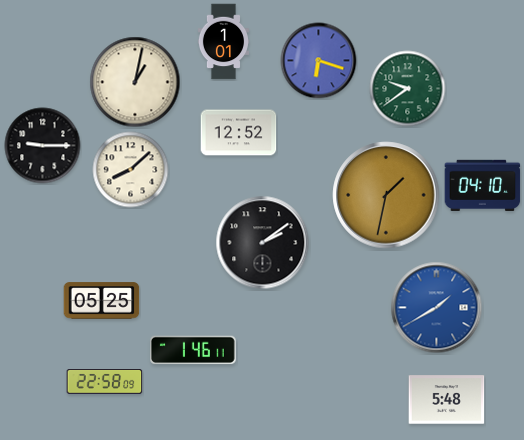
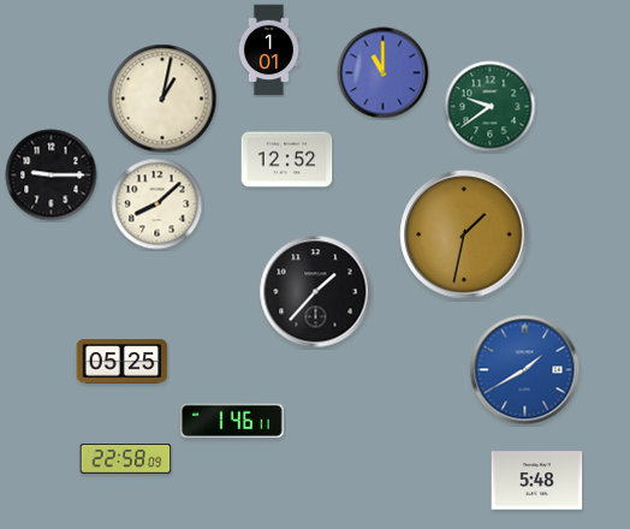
clock at (319, 61): 6:18 -> 11:00
clock at (483, 185): 04:10 -> none
clock at (263, 243): 2:09 -> 1:37
